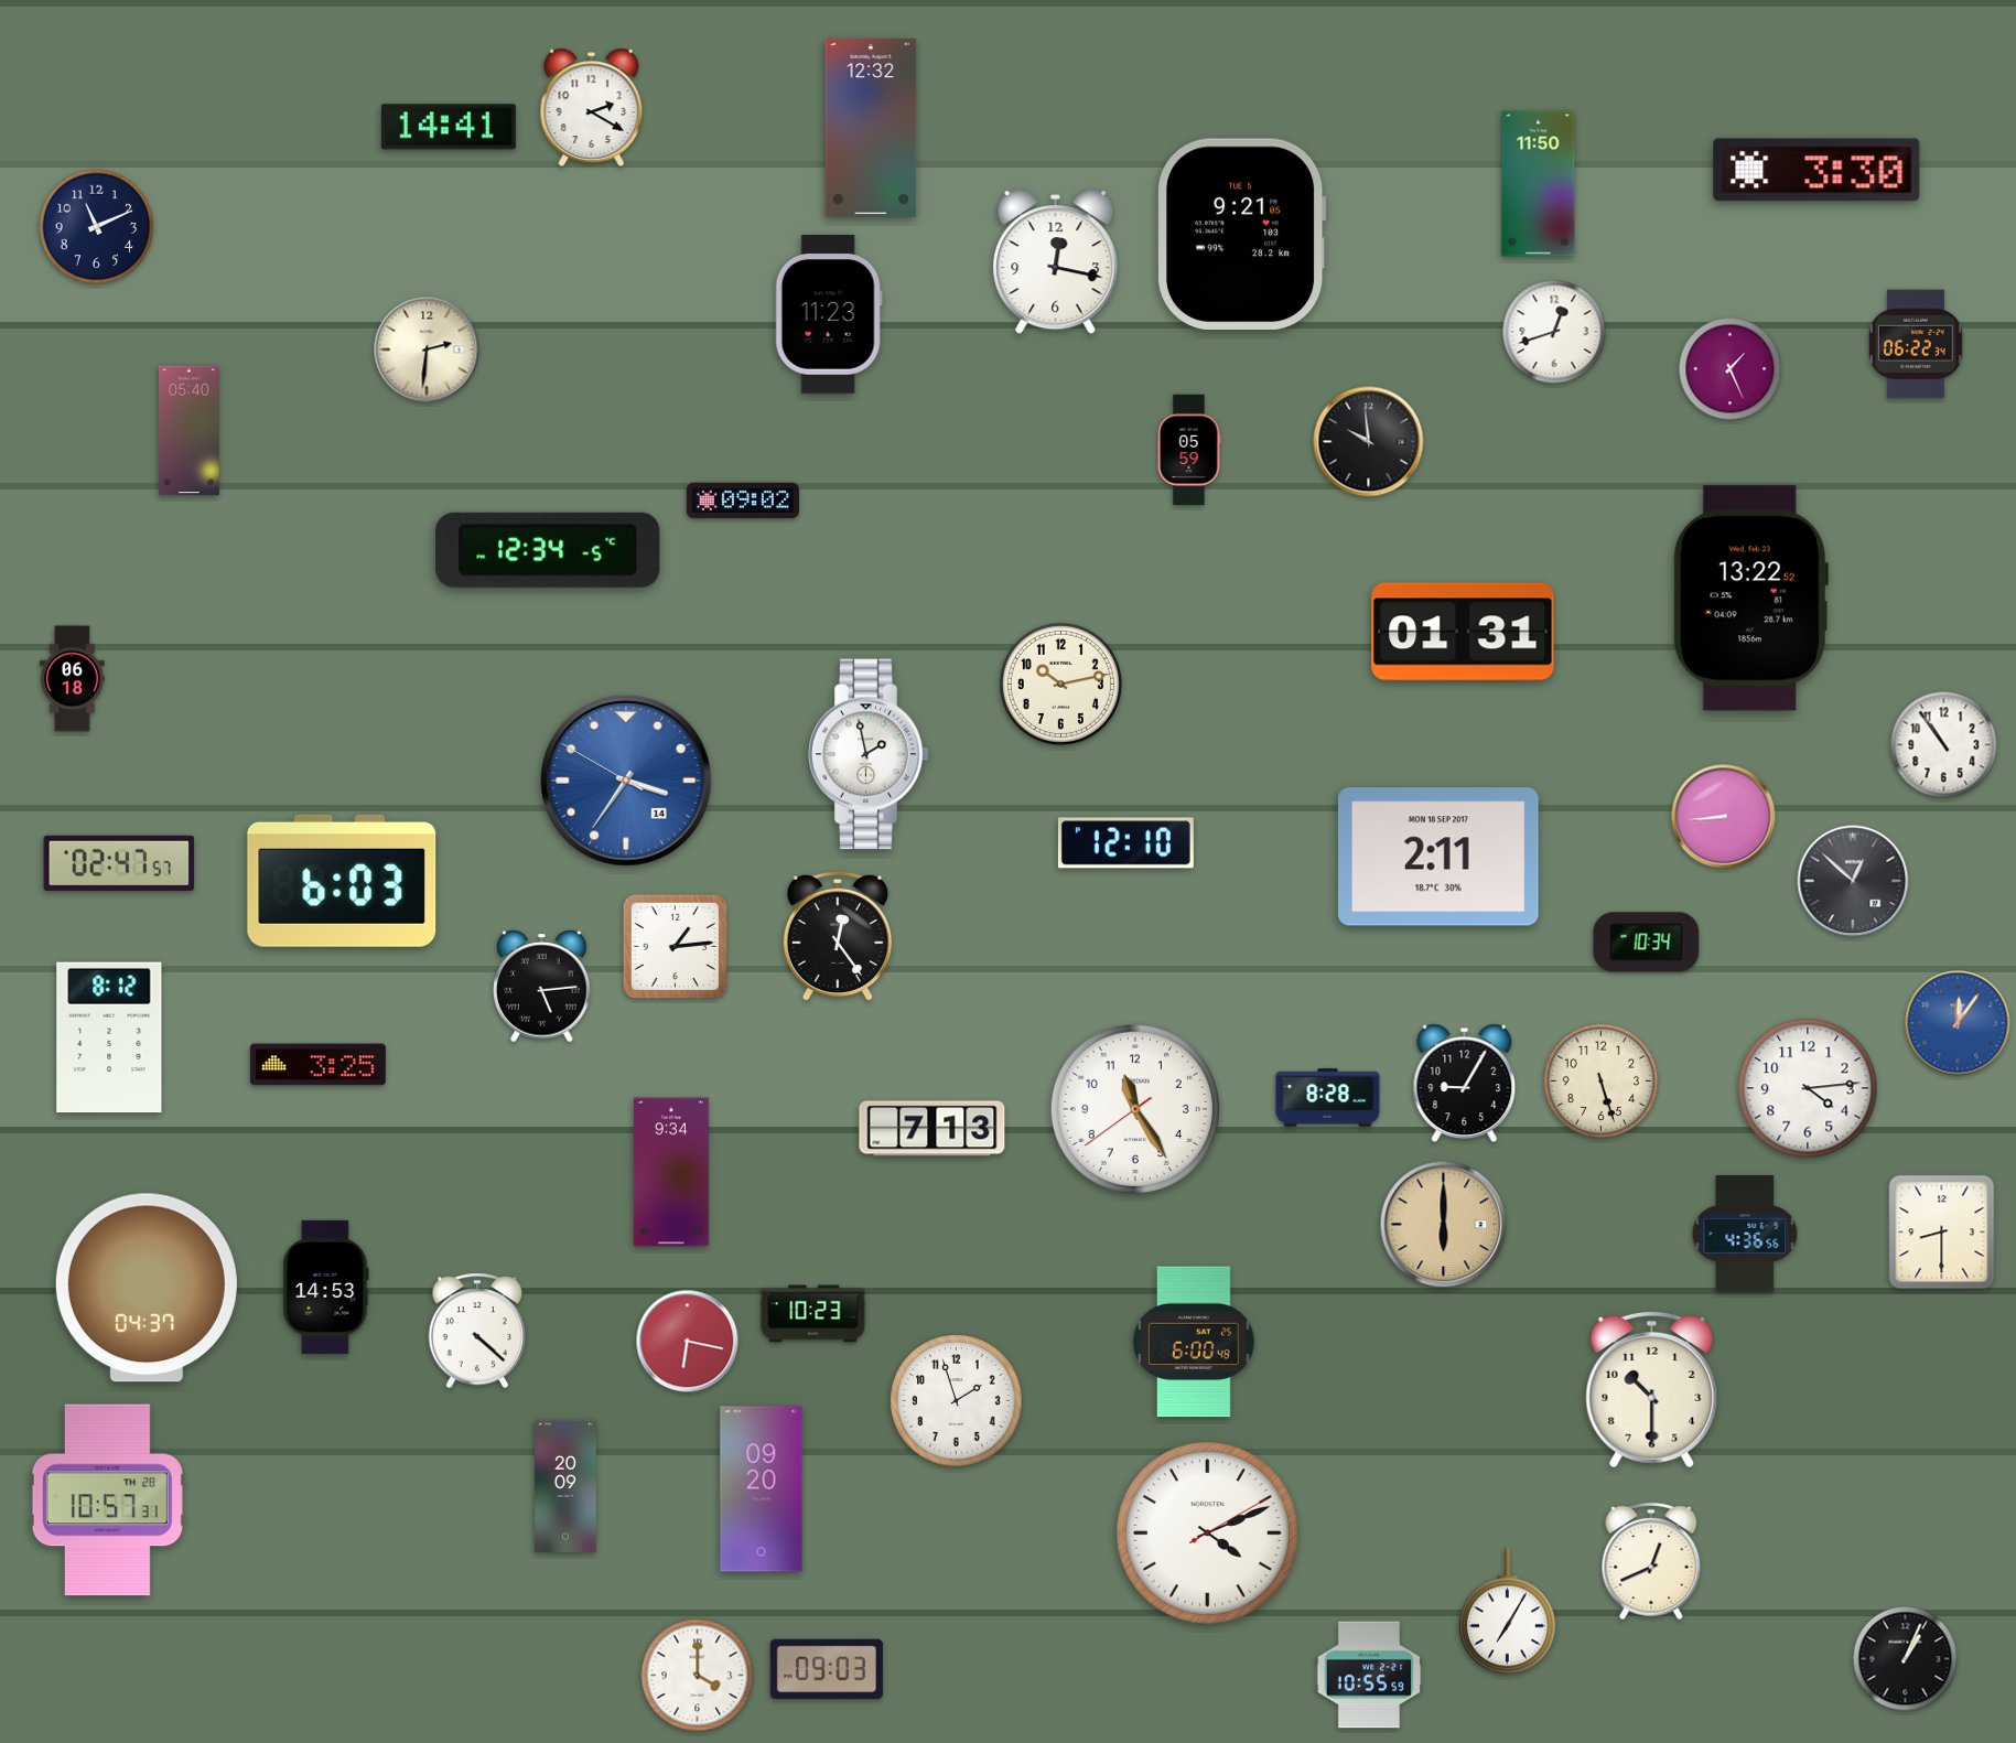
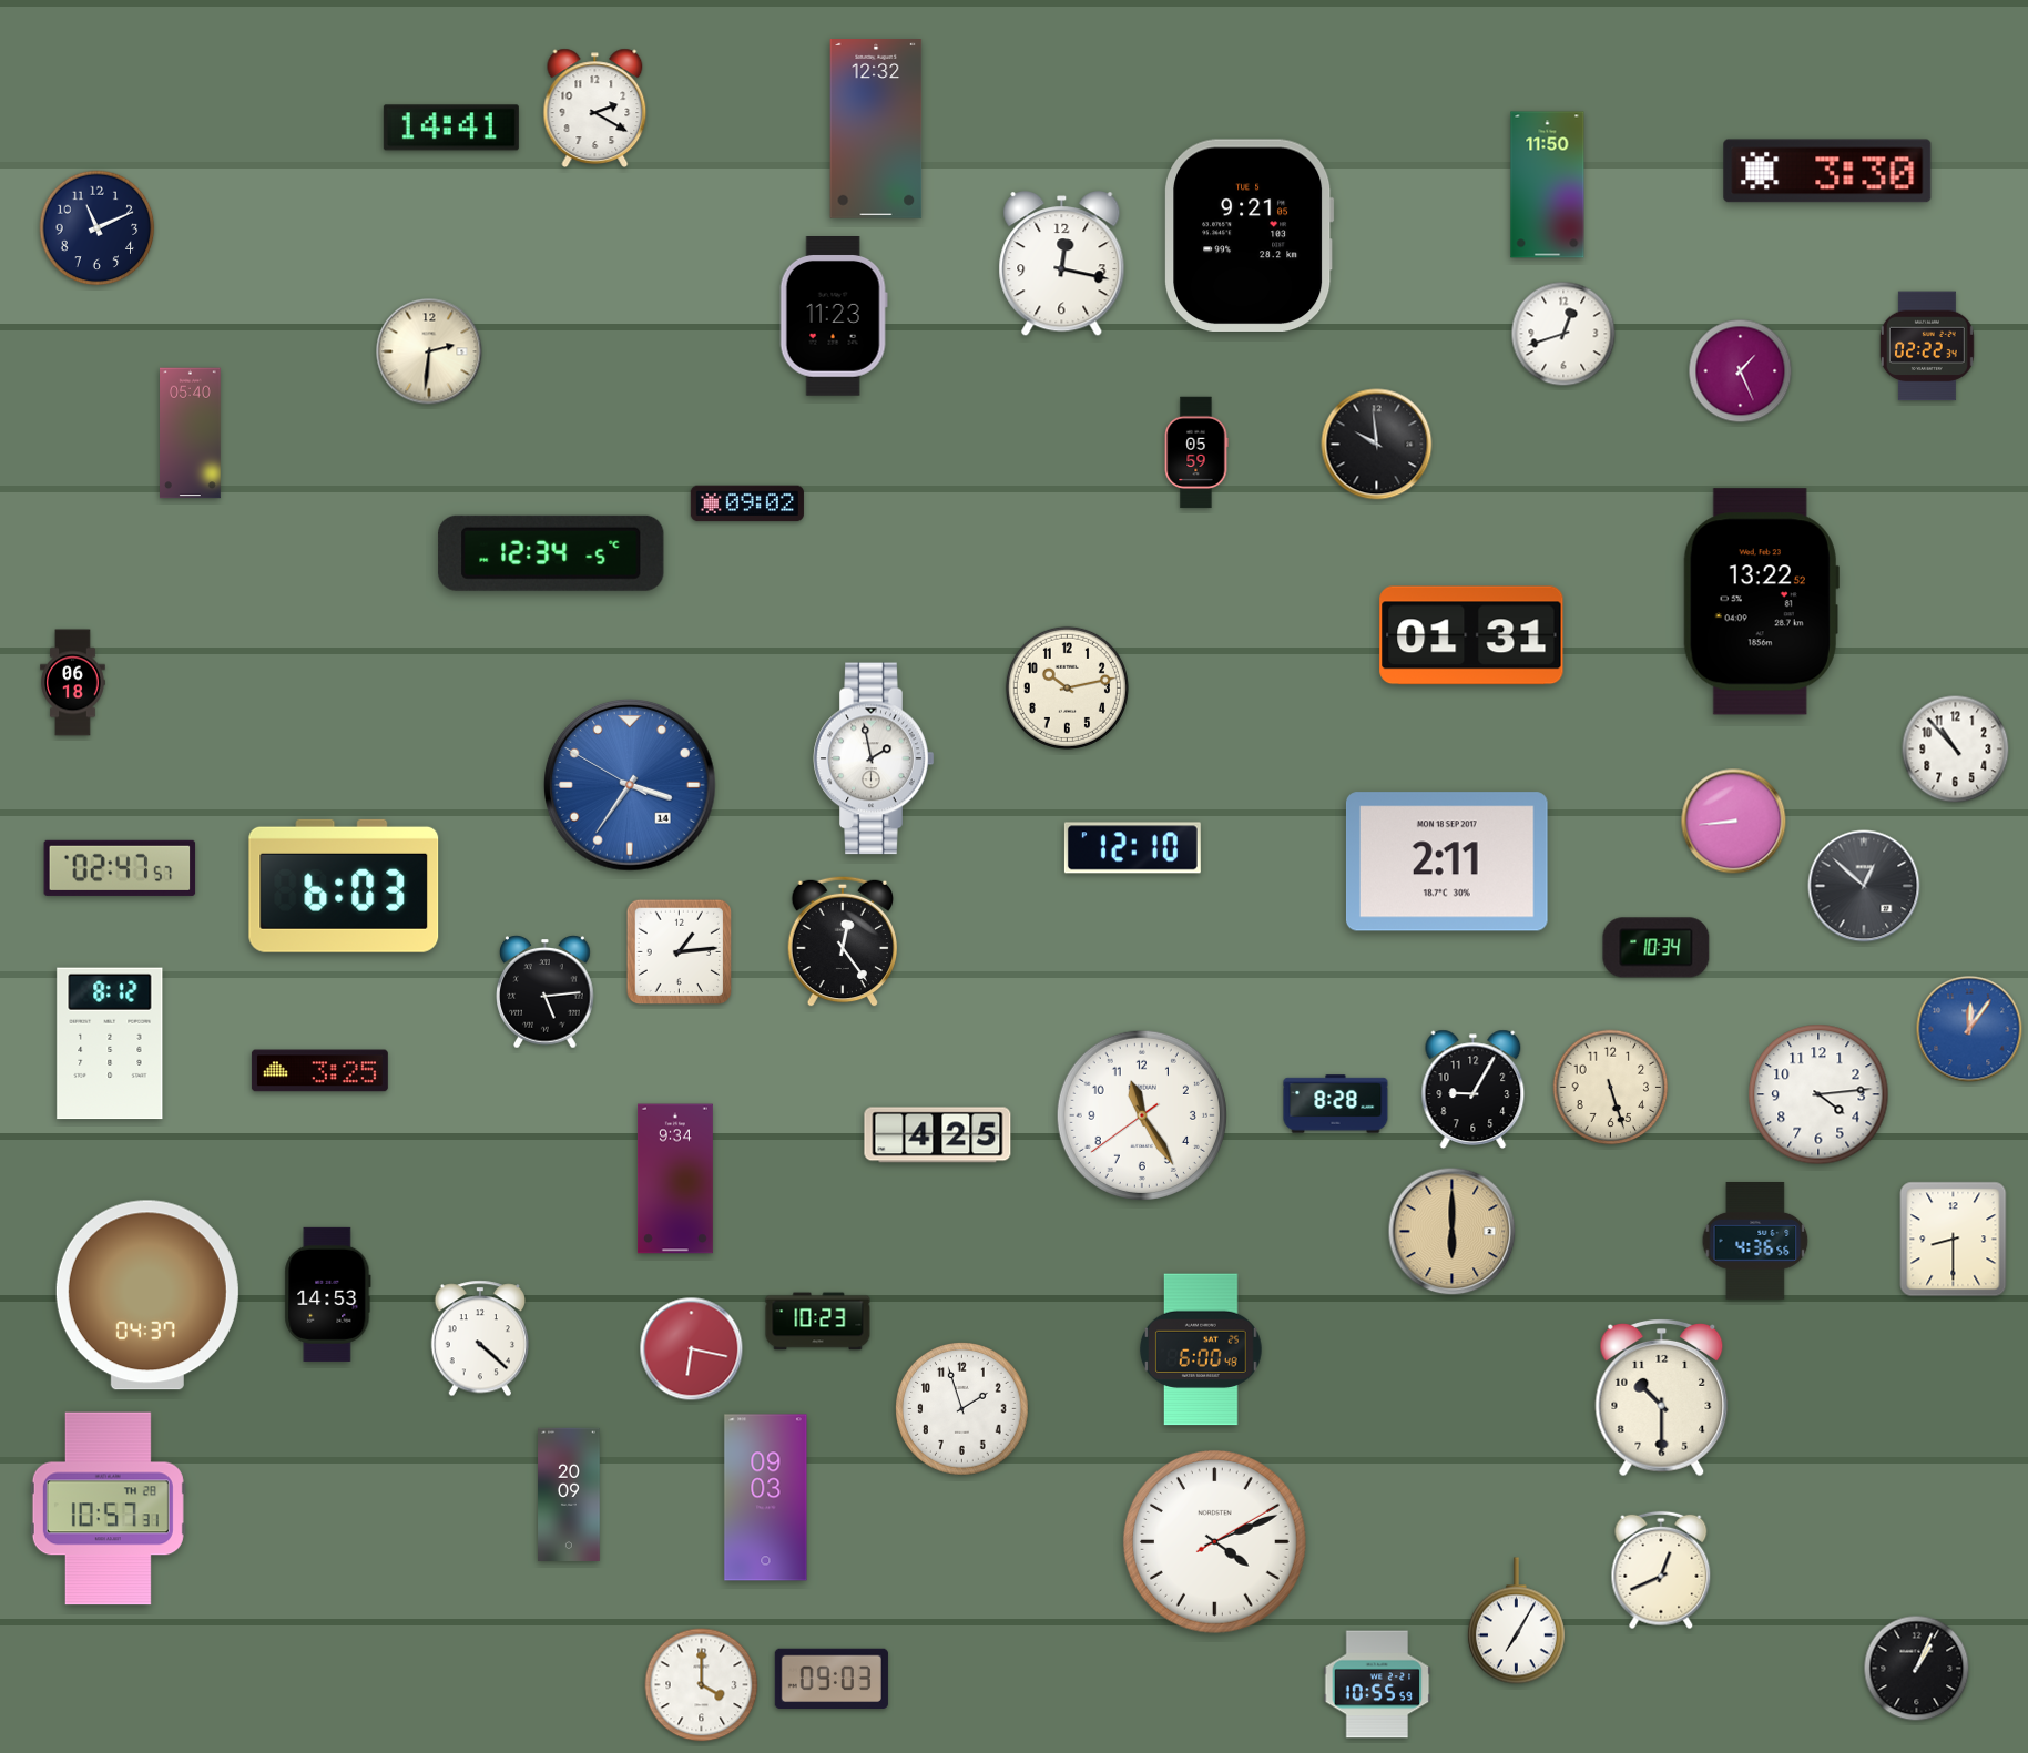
clock at (1916, 344): 06:22 -> 02:22
clock at (1944, 745): 10:54 -> 10:53
clock at (932, 1129): 7:13 -> 4:25
clock at (762, 1489): 09:20 -> 09:03
